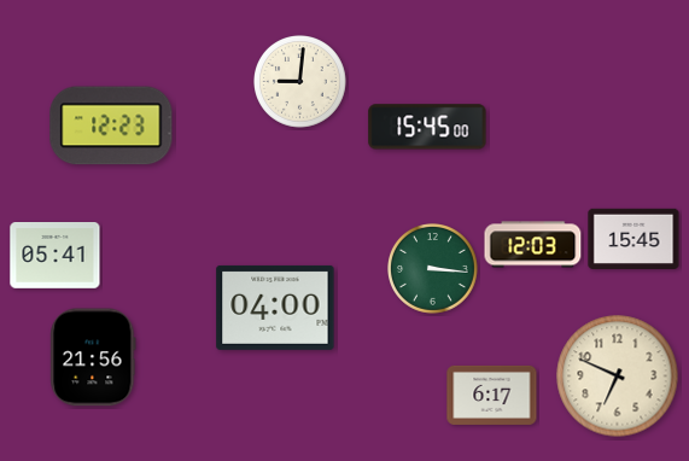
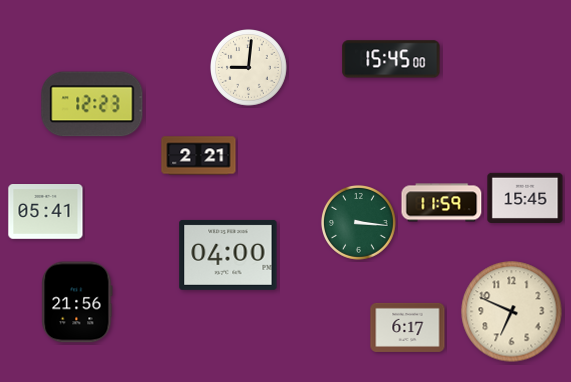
clock at (427, 127) position: (427, 127) -> (391, 59)
clock at (199, 156): none -> 2:21
clock at (533, 245): 12:03 -> 11:59
clock at (93, 357) position: (93, 357) -> (77, 302)
